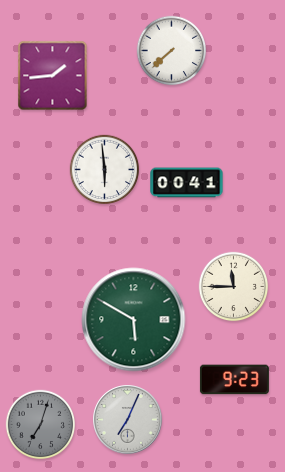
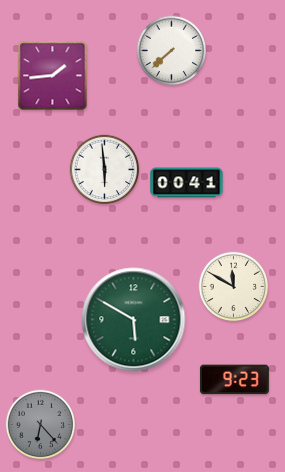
clock at (234, 287): 11:45 -> 11:50
clock at (128, 420): 7:04 -> none
clock at (41, 425): 7:03 -> 6:23
